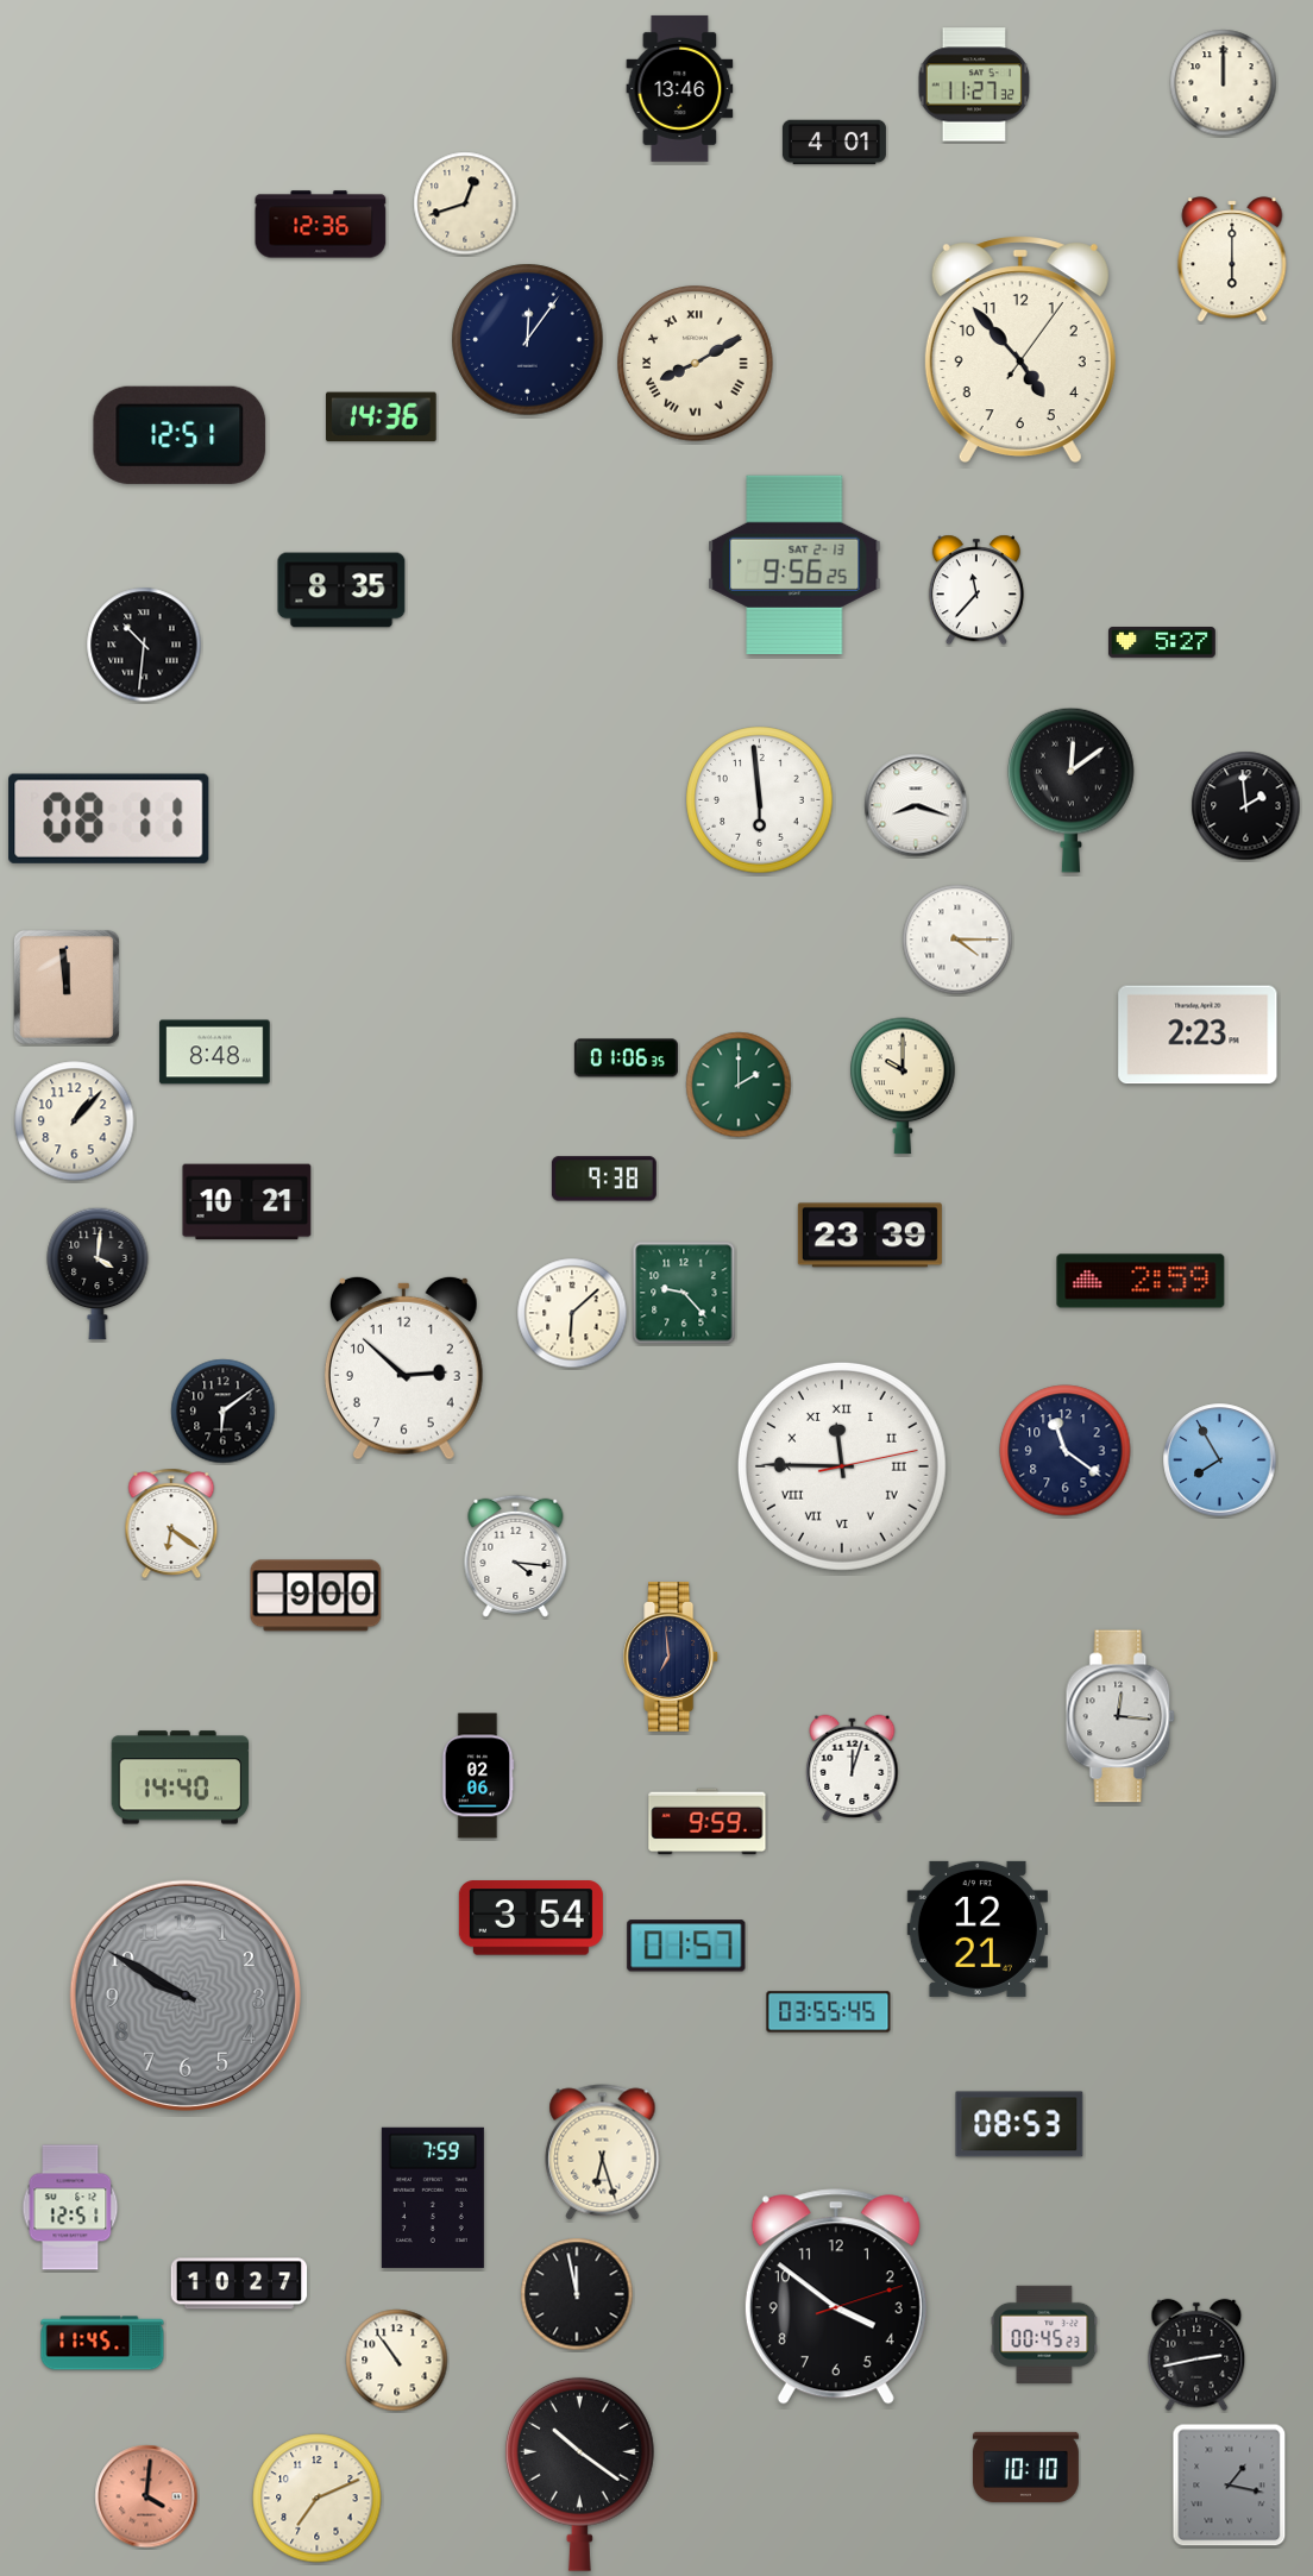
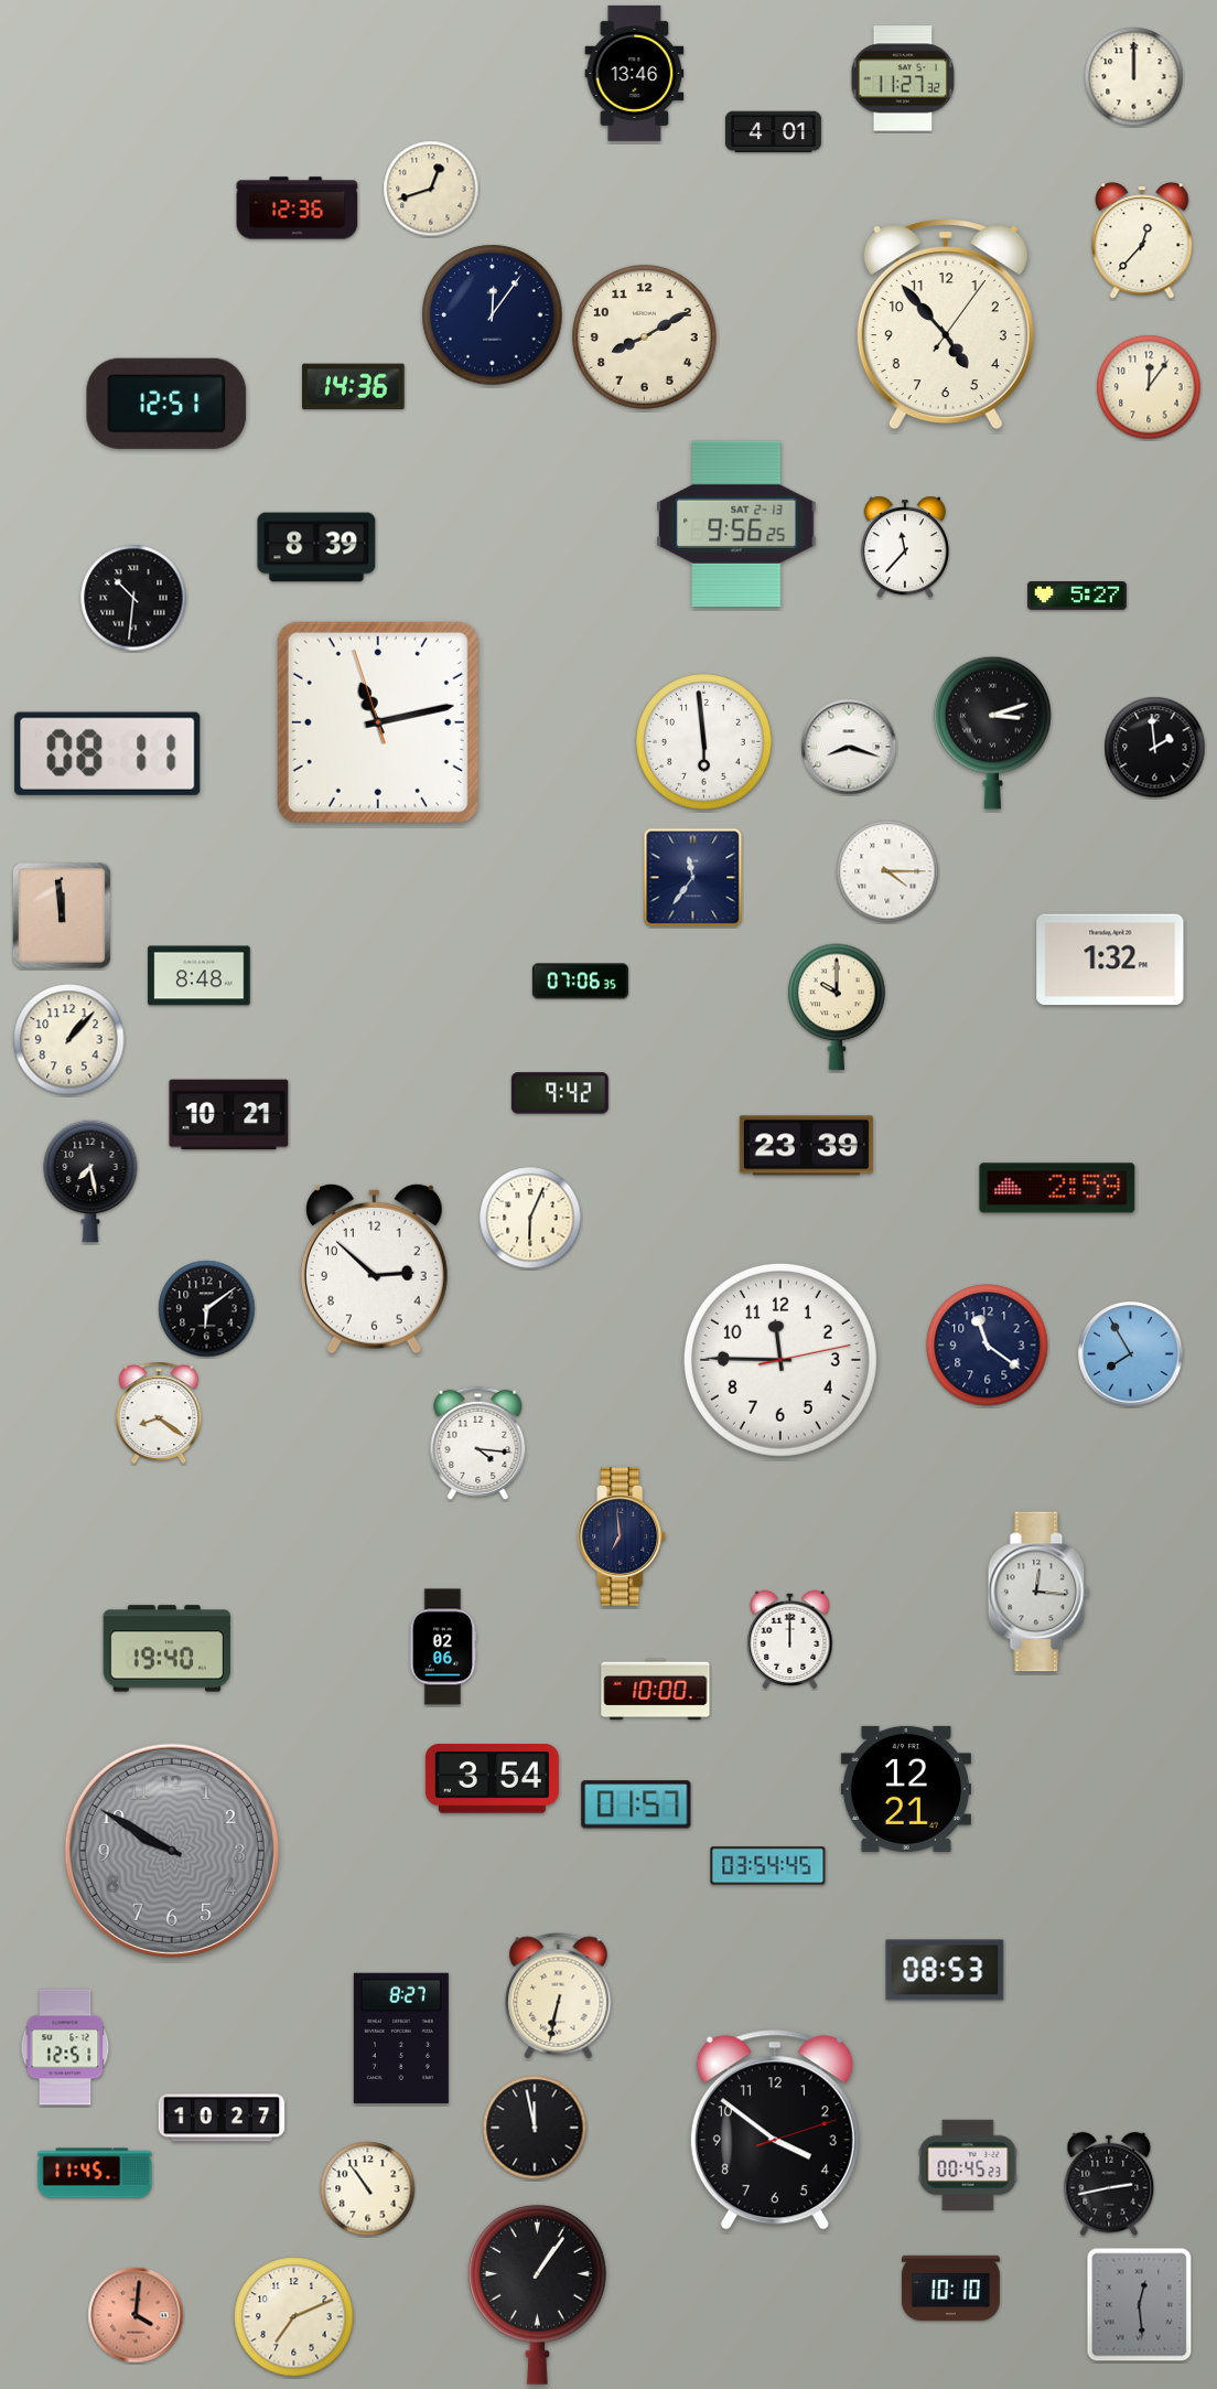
clock at (680, 88) position: (680, 88) -> (635, 73)
clock at (1232, 259): 6:00 -> 12:37
clock at (528, 340) position: (528, 340) -> (493, 315)
clock at (696, 364) numerals: Roman -> Arabic
clock at (1149, 387): none -> 12:06
clock at (341, 590): 8:35 -> 8:39
clock at (378, 722): none -> 11:12
clock at (1072, 790): 12:09 -> 3:12
clock at (109, 818) position: (109, 818) -> (108, 753)
clock at (693, 878): none -> 11:36
clock at (1198, 1035): 2:23 -> 1:32
clock at (626, 1058): 01:06 -> 07:06
clock at (739, 1085): 2:00 -> none
clock at (604, 1179): 9:38 -> 9:42
clock at (98, 1274): 4:01 -> 7:28
clock at (684, 1293): 9:23 -> none
clock at (572, 1313): 6:08 -> 6:04
clock at (842, 1466) numerals: Roman -> Arabic
clock at (171, 1523): 6:21 -> 8:21
clock at (316, 1596): 9:00 -> none
clock at (853, 1768): 12:03 -> 12:00
clock at (181, 1778): 14:40 -> 19:40
clock at (708, 1822): 9:59 -> 10:00
clock at (829, 2012): 03:55 -> 03:54
clock at (603, 2153): 6:27 -> 6:32
clock at (433, 2198): 7:59 -> 8:27
clock at (579, 2474): 10:21 -> 1:06
clock at (1230, 2486): 1:17 -> 12:29
